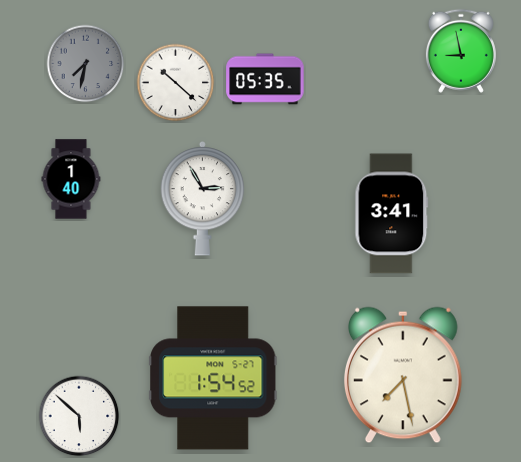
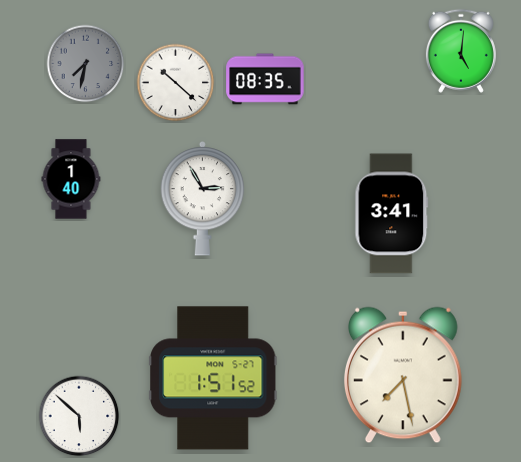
clock at (461, 51): 8:58 -> 5:01
clock at (265, 79): 05:35 -> 08:35
clock at (213, 378): 1:54 -> 1:51
